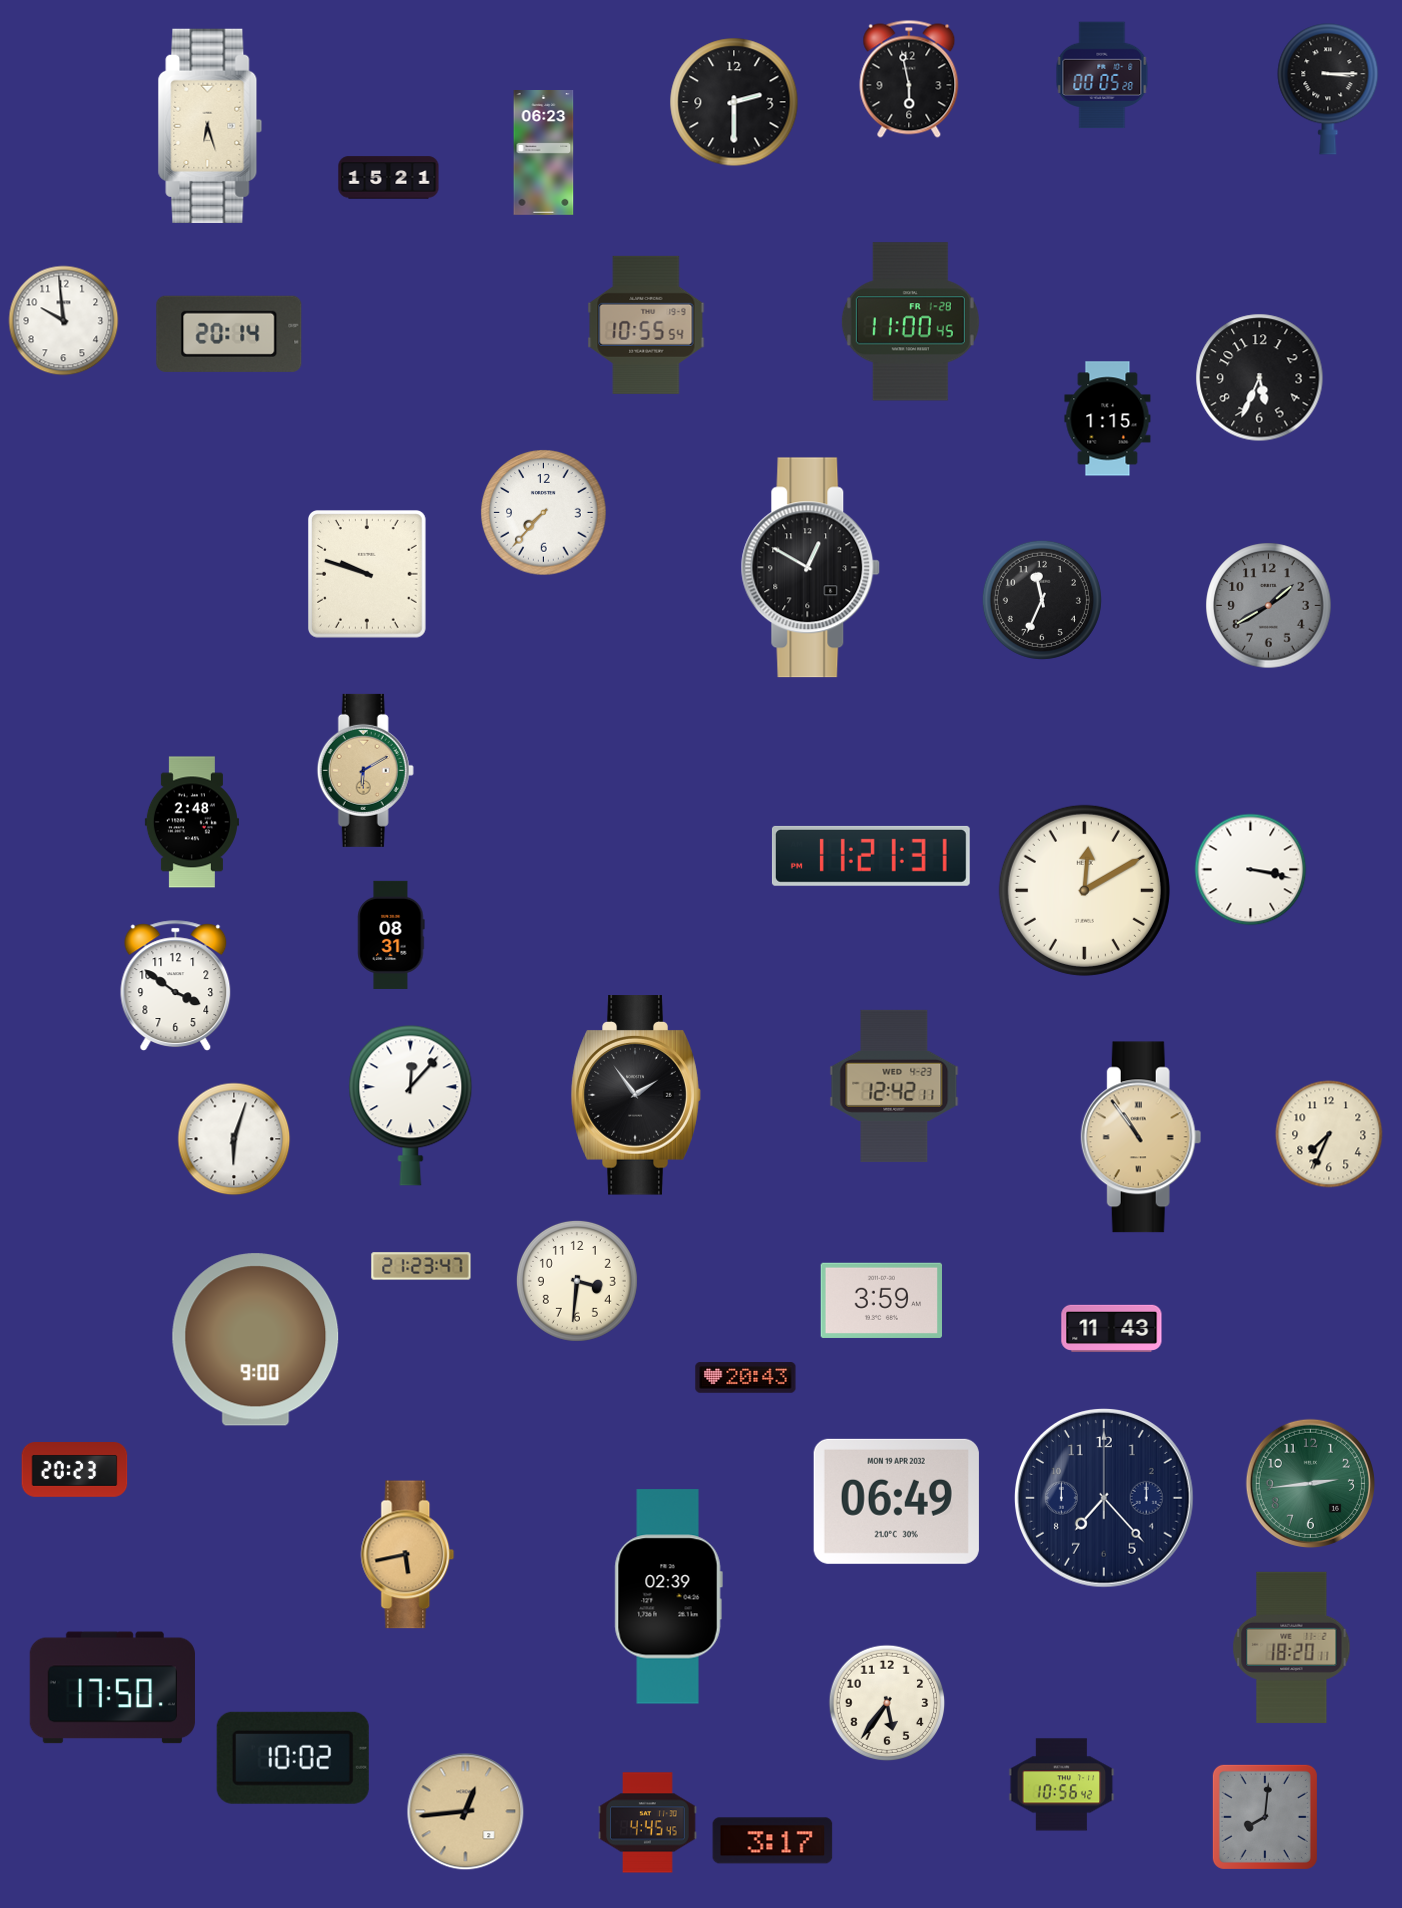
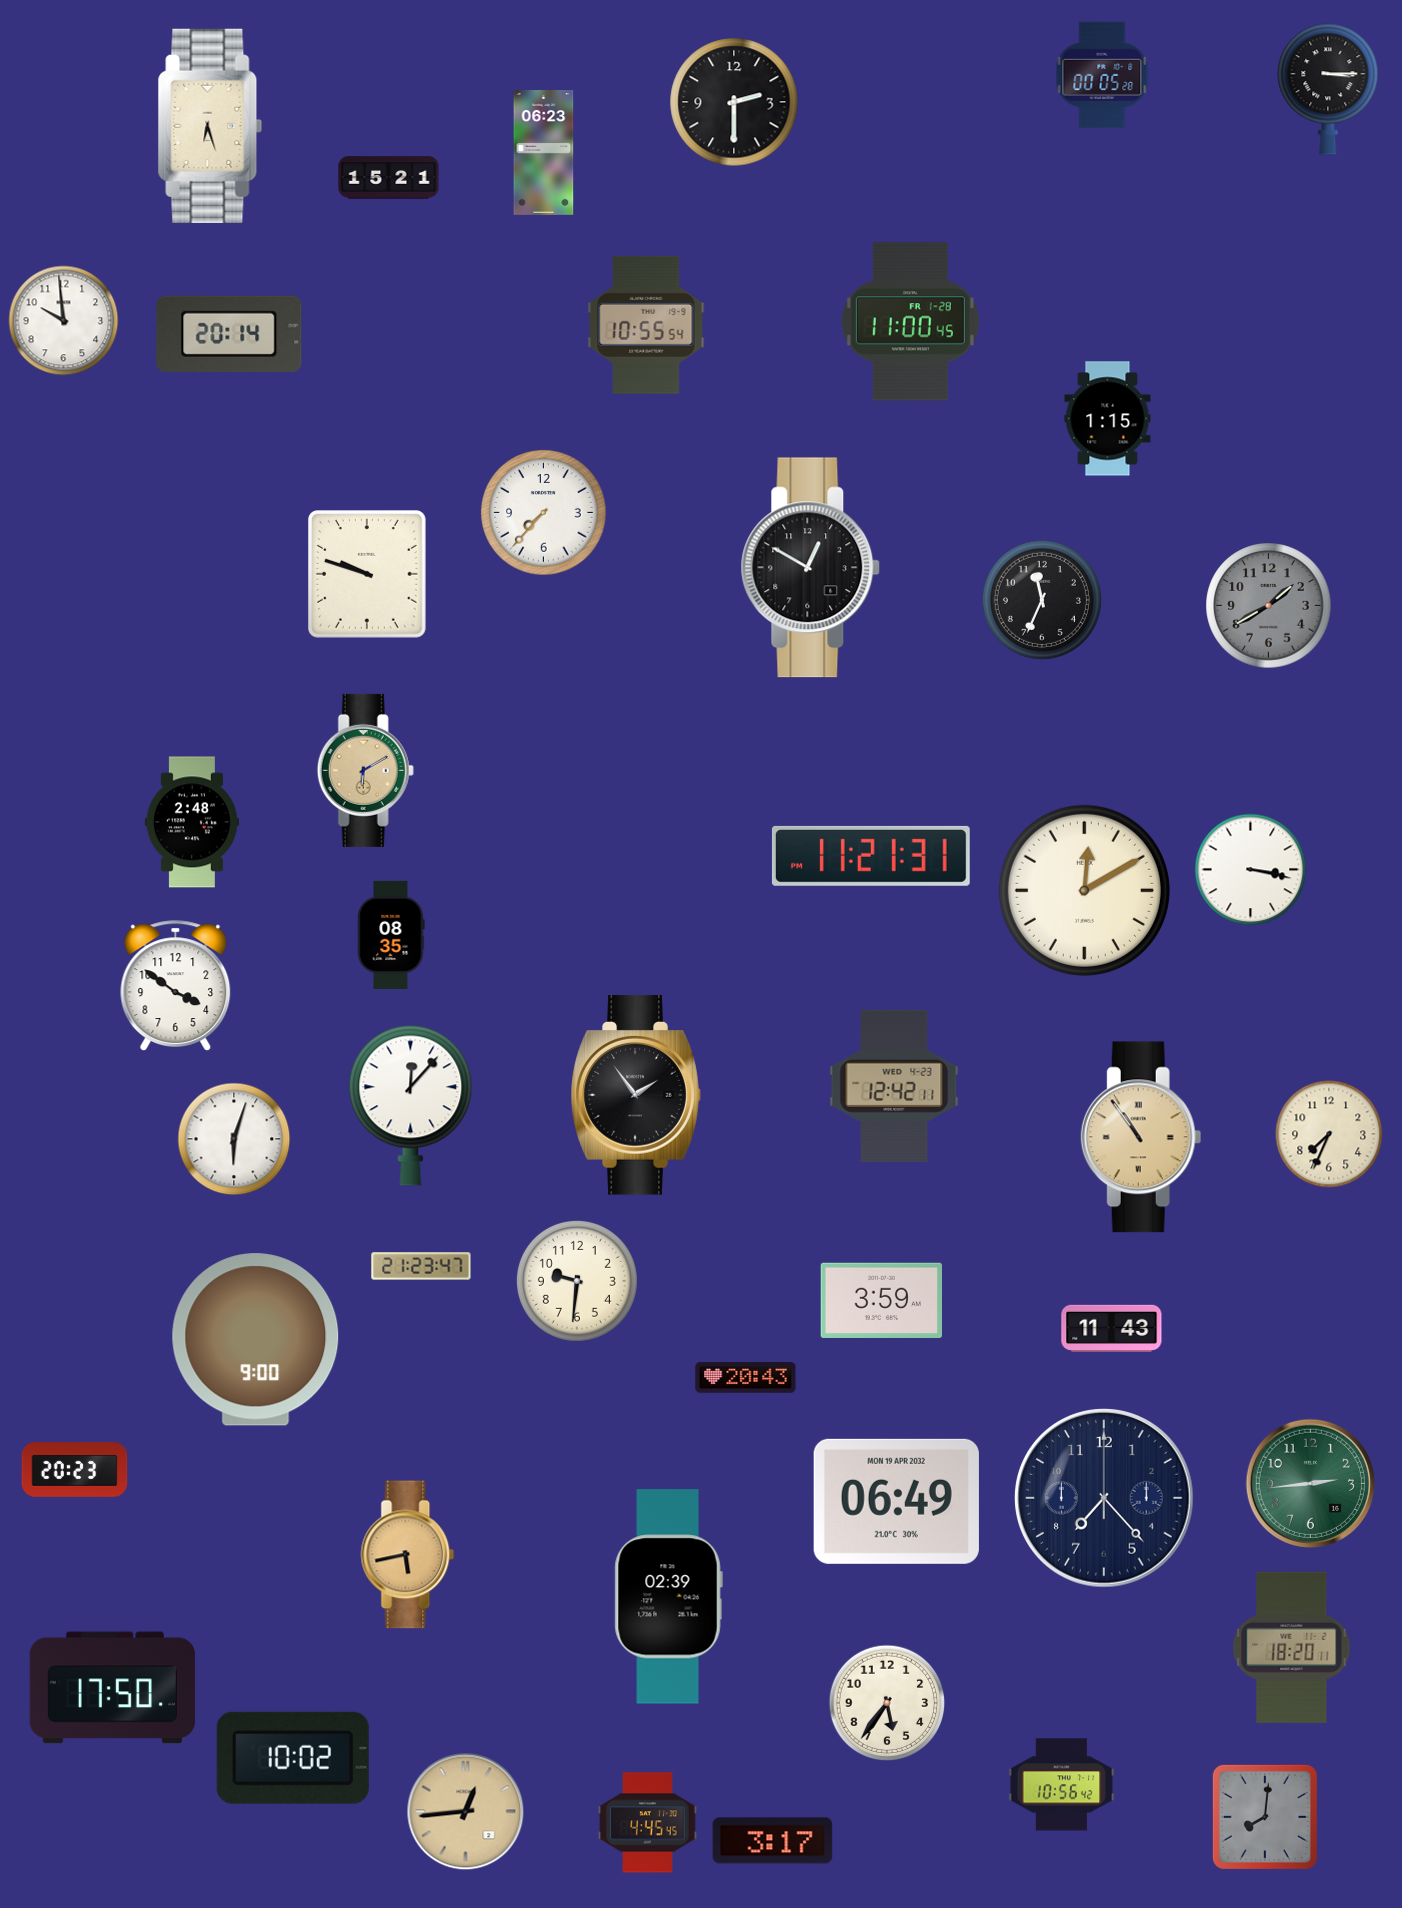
clock at (909, 79): 5:58 -> none
clock at (1260, 378): 5:34 -> none
clock at (391, 935): 08:31 -> 08:35
clock at (577, 1281): 3:31 -> 9:31
